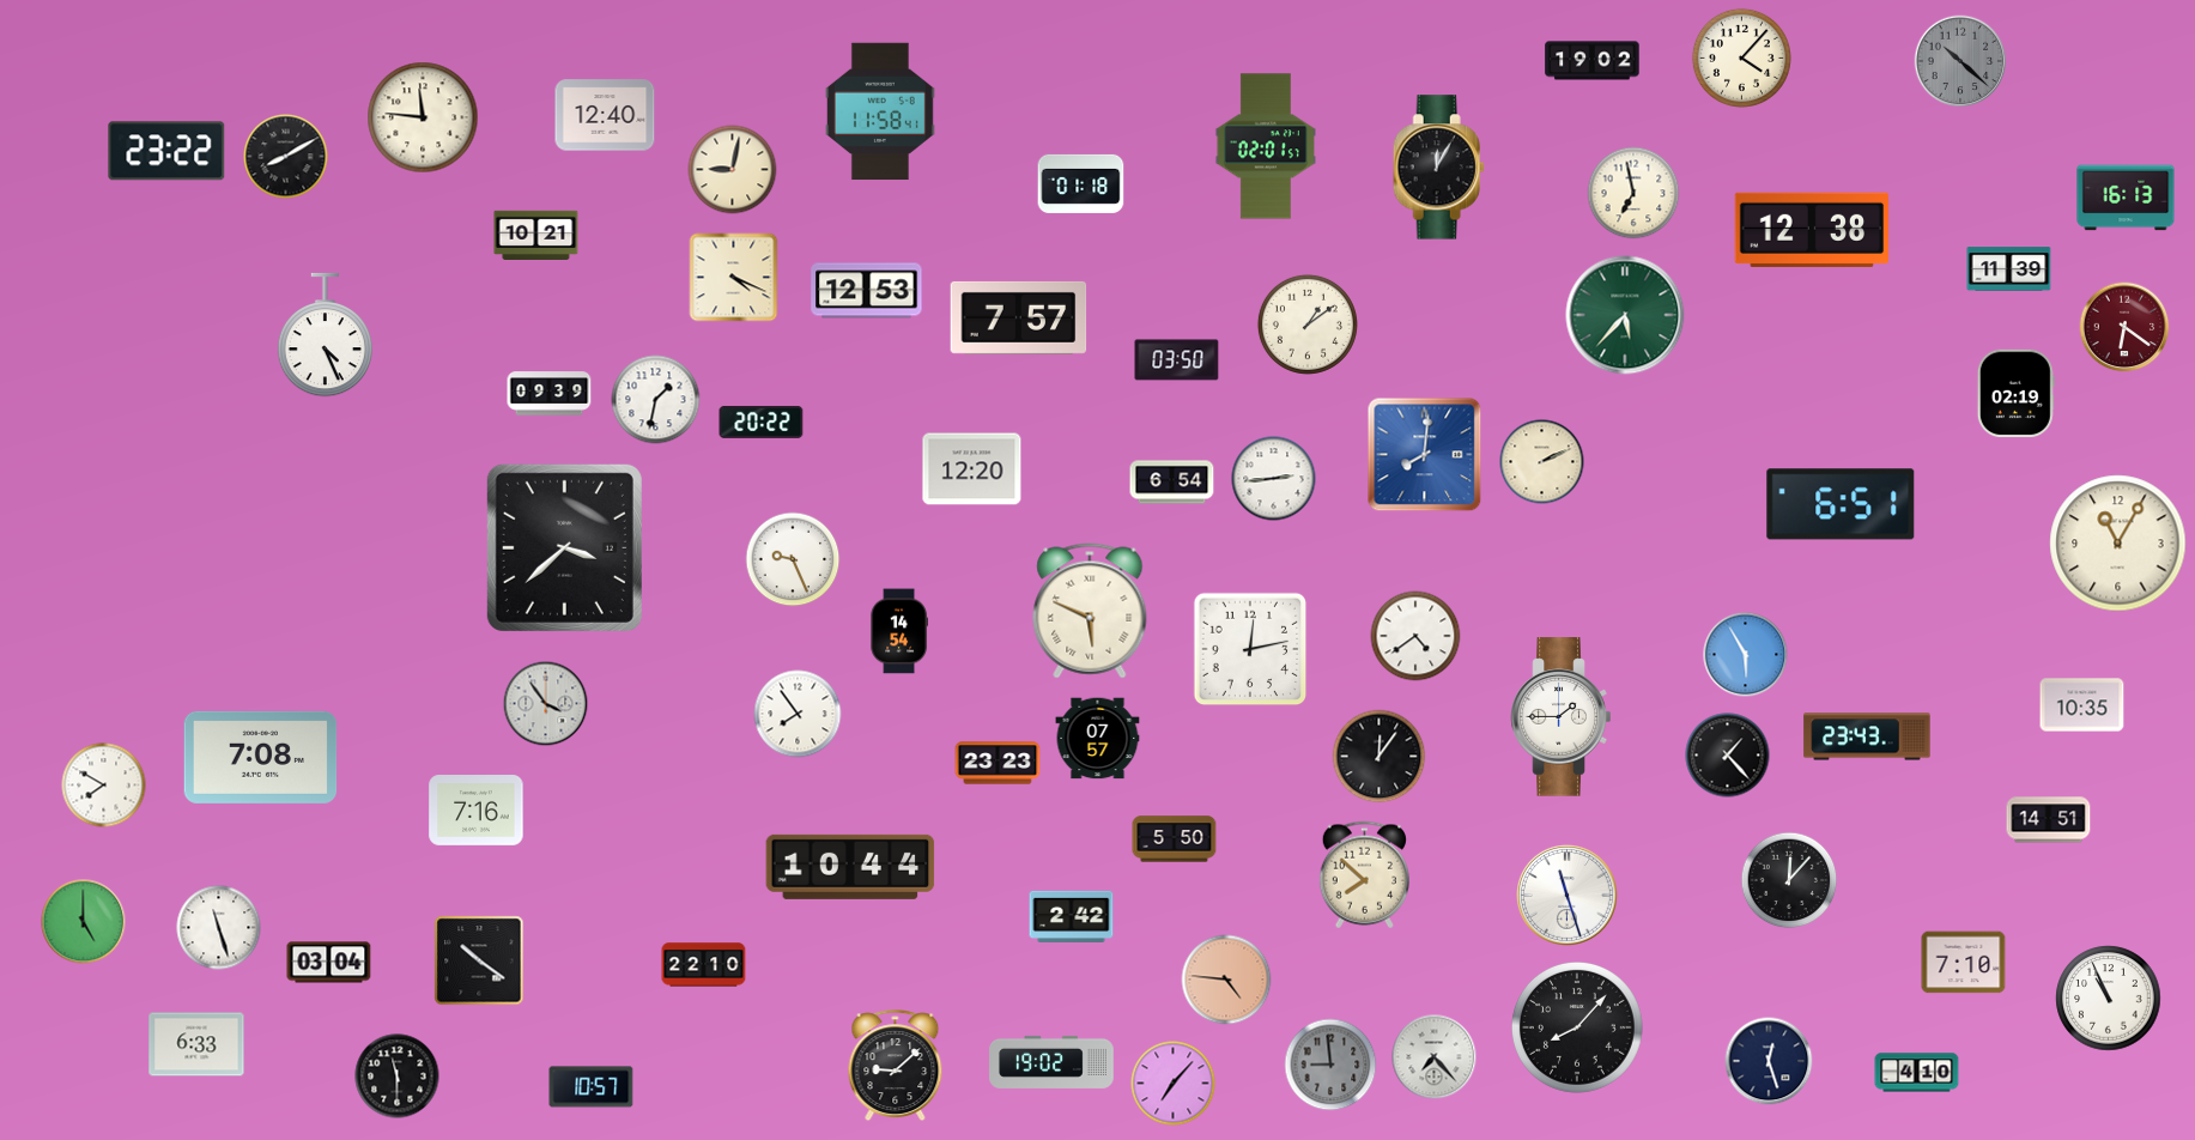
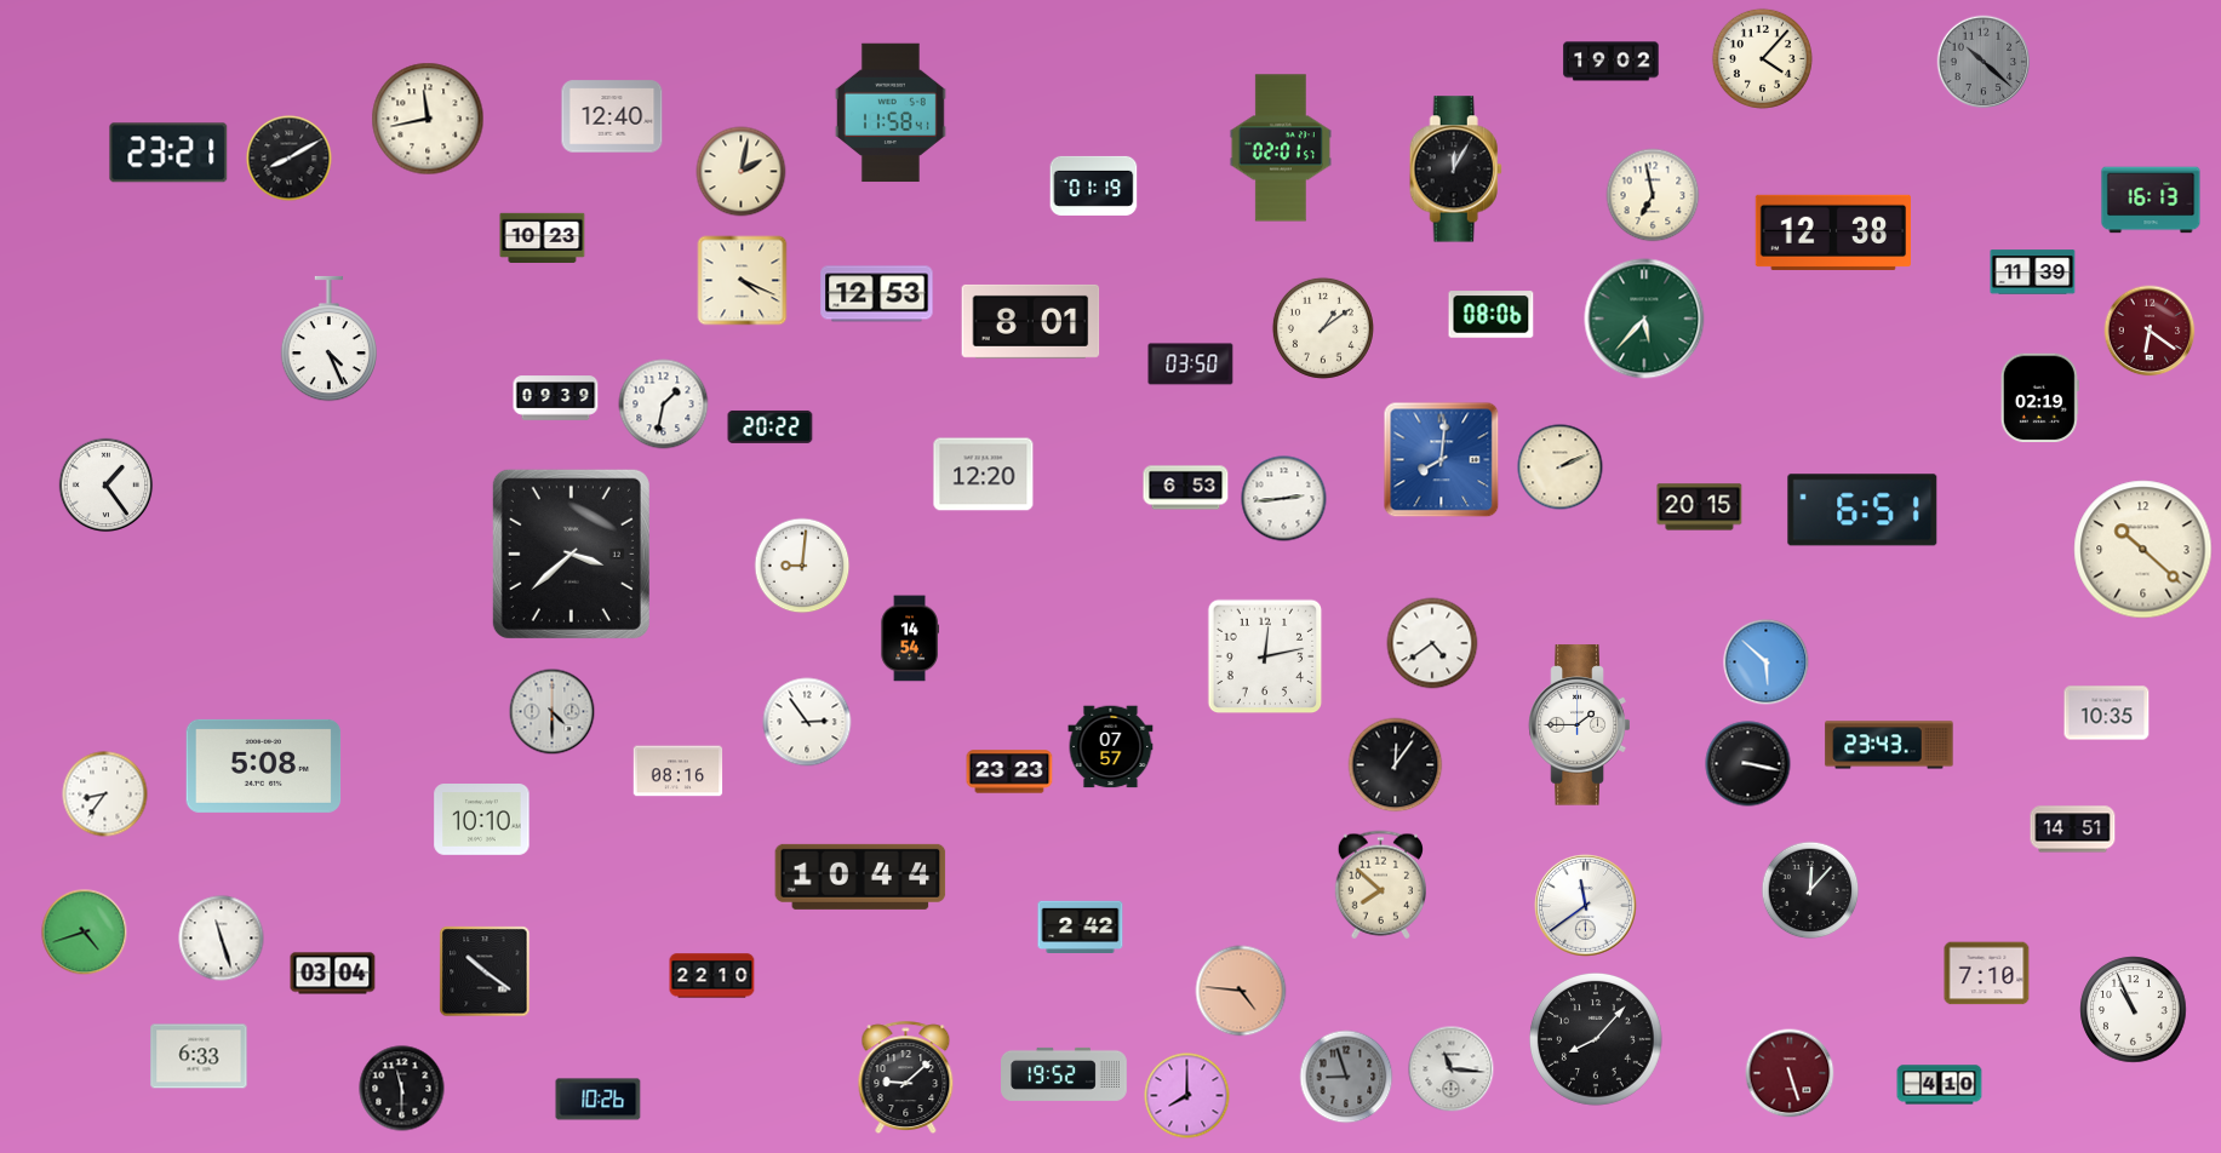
clock at (423, 117): 11:46 -> 11:43
clock at (166, 151): 23:22 -> 23:21
clock at (733, 170): 9:02 -> 2:02
clock at (1081, 183): 01:18 -> 01:19
clock at (536, 236): 10:21 -> 10:23
clock at (1492, 315): none -> 08:06
clock at (1019, 317): 7:57 -> 8:01
clock at (1274, 479) position: (1274, 479) -> (1284, 499)
clock at (107, 486): none -> 1:24
clock at (1172, 483): 6:54 -> 6:53
clock at (1700, 507): none -> 20:15
clock at (2118, 544): 11:05 -> 10:22
clock at (793, 559): 9:26 -> 9:01
clock at (1090, 611): 5:49 -> none
clock at (1746, 655): 5:55 -> 5:52
clock at (546, 704): 3:54 -> 4:30
clock at (798, 714): 7:54 -> 2:54
clock at (1728, 756): 1:23 -> 3:17
clock at (261, 757): 7:08 -> 5:08
clock at (679, 771): none -> 08:16
clock at (104, 786): 7:50 -> 8:36
clock at (477, 811): 7:16 -> 10:10
clock at (1175, 839): 5:50 -> none
clock at (1568, 896): 11:27 -> 11:39
clock at (1072, 916) position: (1072, 916) -> (1081, 927)
clock at (84, 922): 5:00 -> 4:42
clock at (1435, 1057): 7:23 -> 11:16
clock at (1769, 1061): 12:27 -> 5:27
clock at (1769, 1061) dial: navy -> burgundy
clock at (1051, 1062): 19:02 -> 19:52
clock at (1330, 1065): 8:59 -> 8:57
clock at (1174, 1084): 7:07 -> 8:00
clock at (592, 1087): 10:57 -> 10:26
